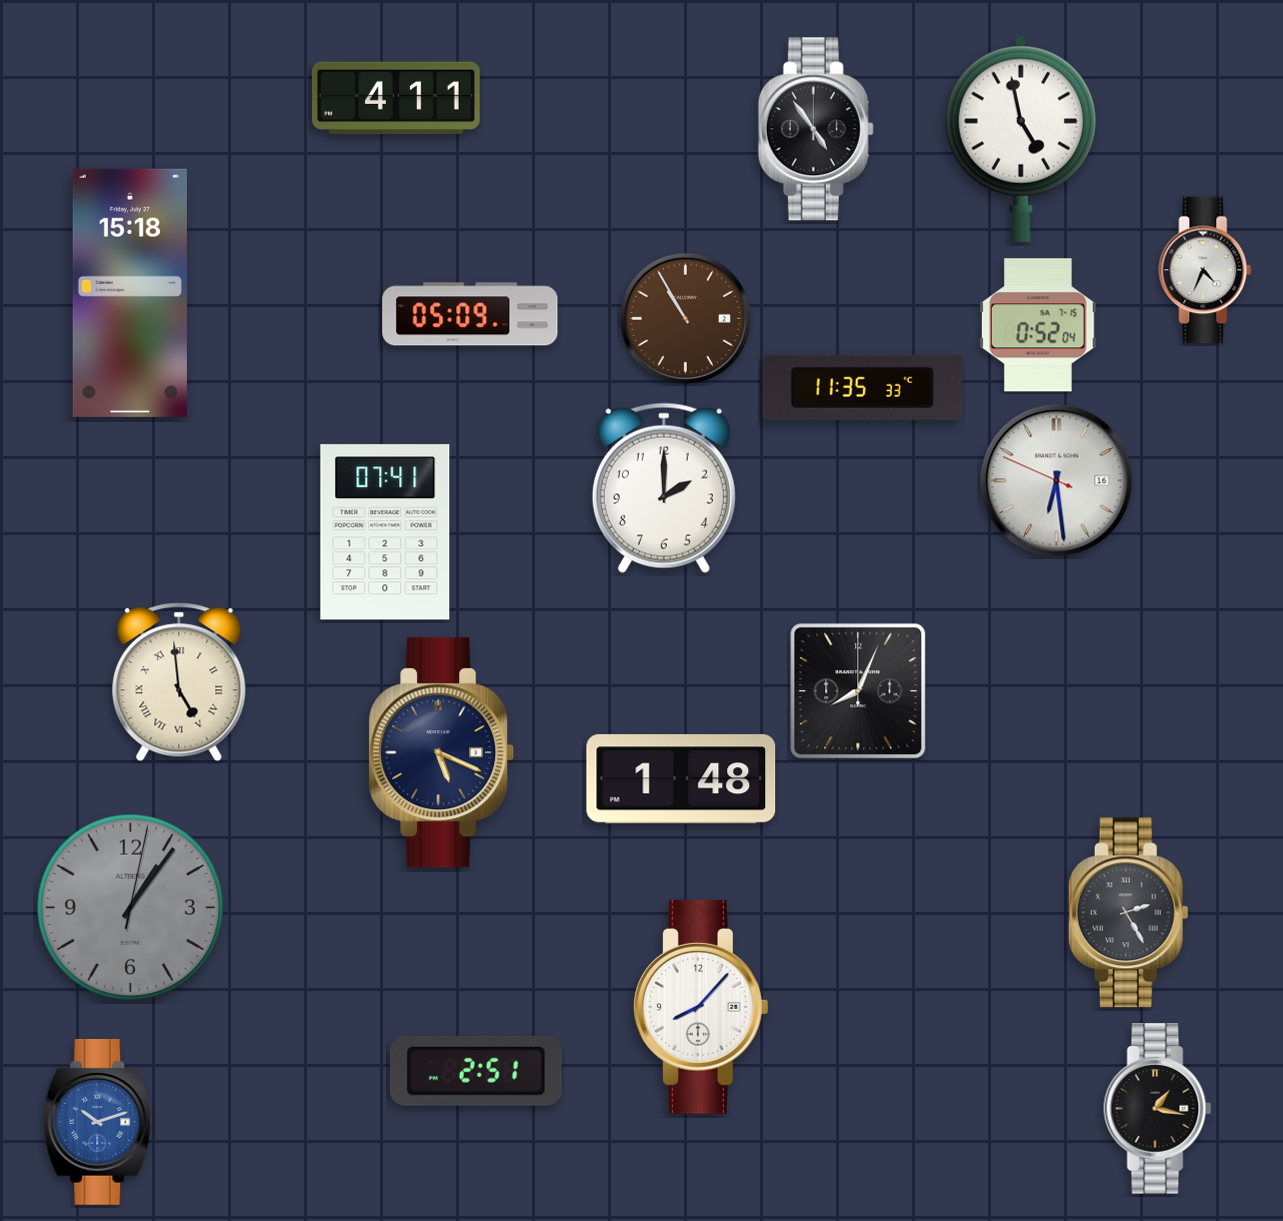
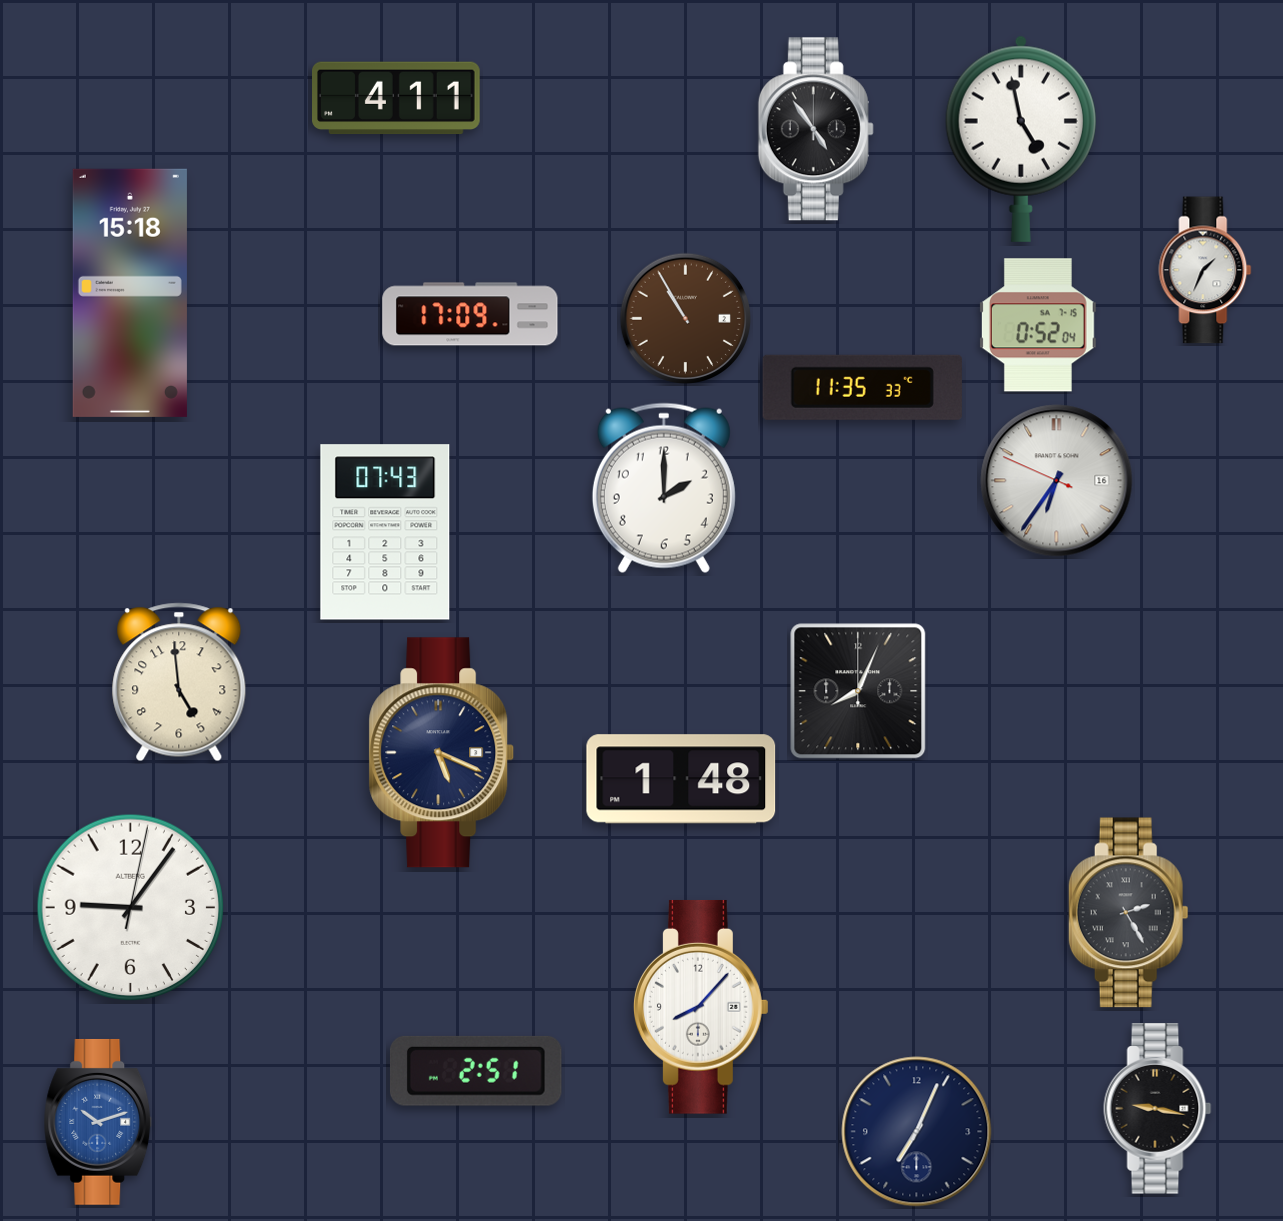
clock at (1205, 270): 4:34 -> 1:34
clock at (470, 314): 05:09 -> 17:09
clock at (1057, 481): 6:28 -> 6:35
clock at (385, 532): 07:41 -> 07:43
clock at (179, 682) numerals: Roman -> Arabic
clock at (131, 908): 1:06 -> 9:06
clock at (131, 908) dial: grey -> white
clock at (1158, 1109): 1:17 -> 9:17
clock at (917, 1132): none -> 7:04
